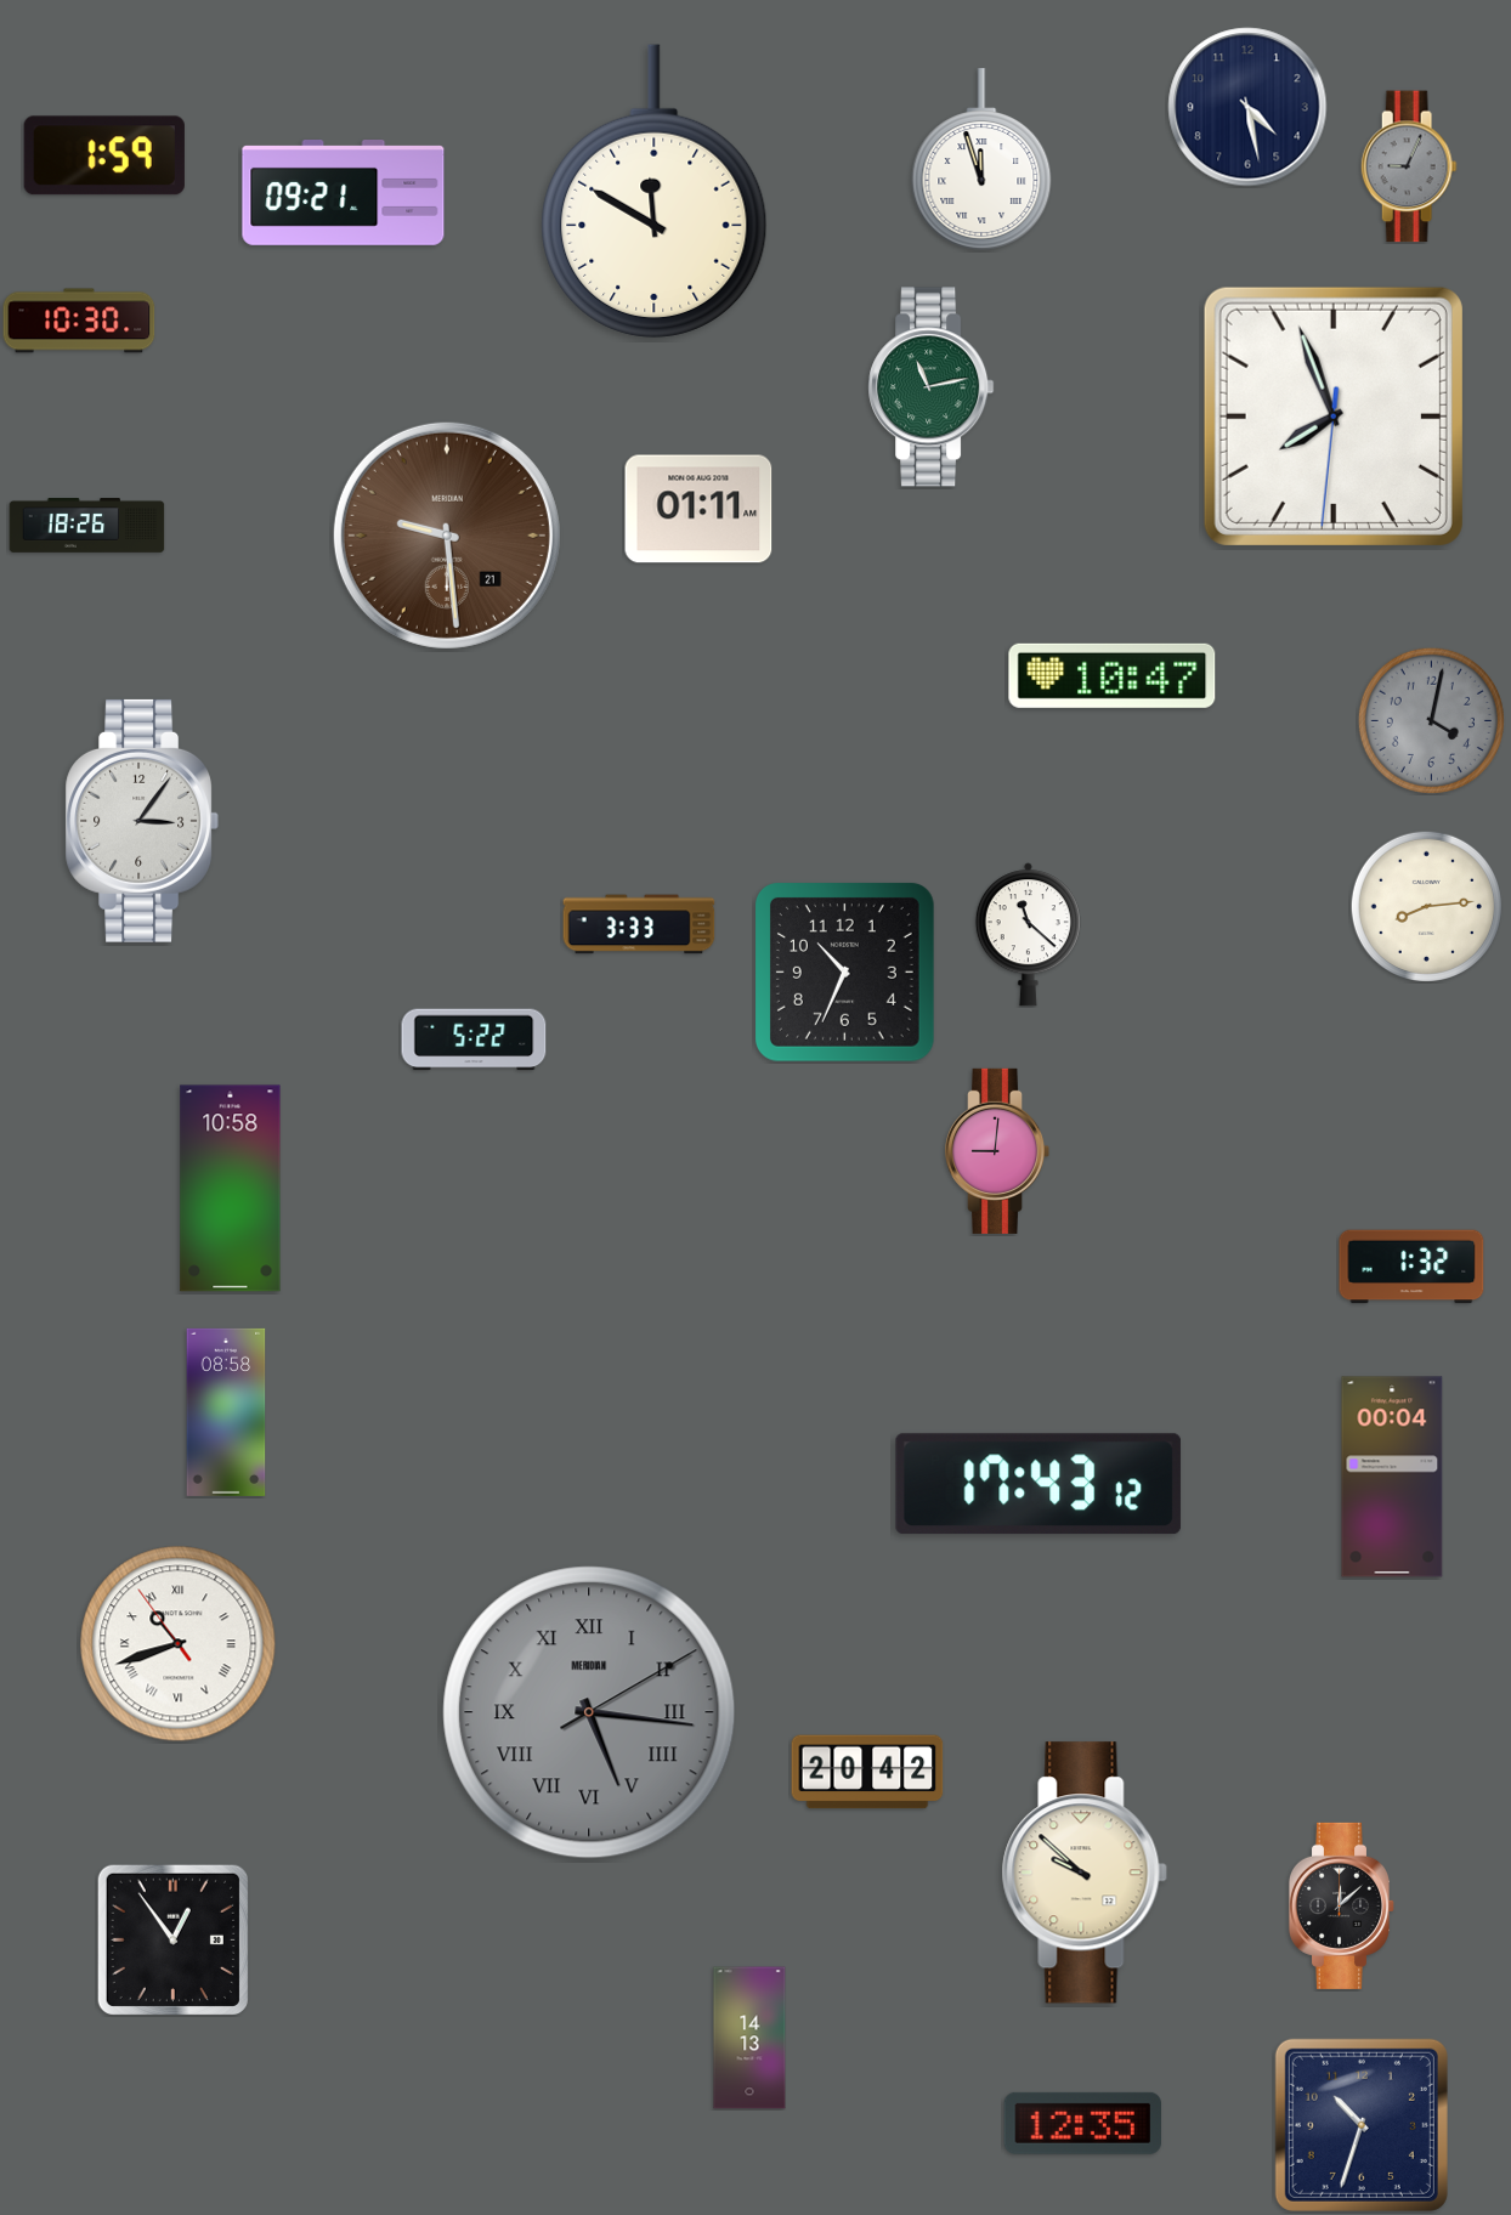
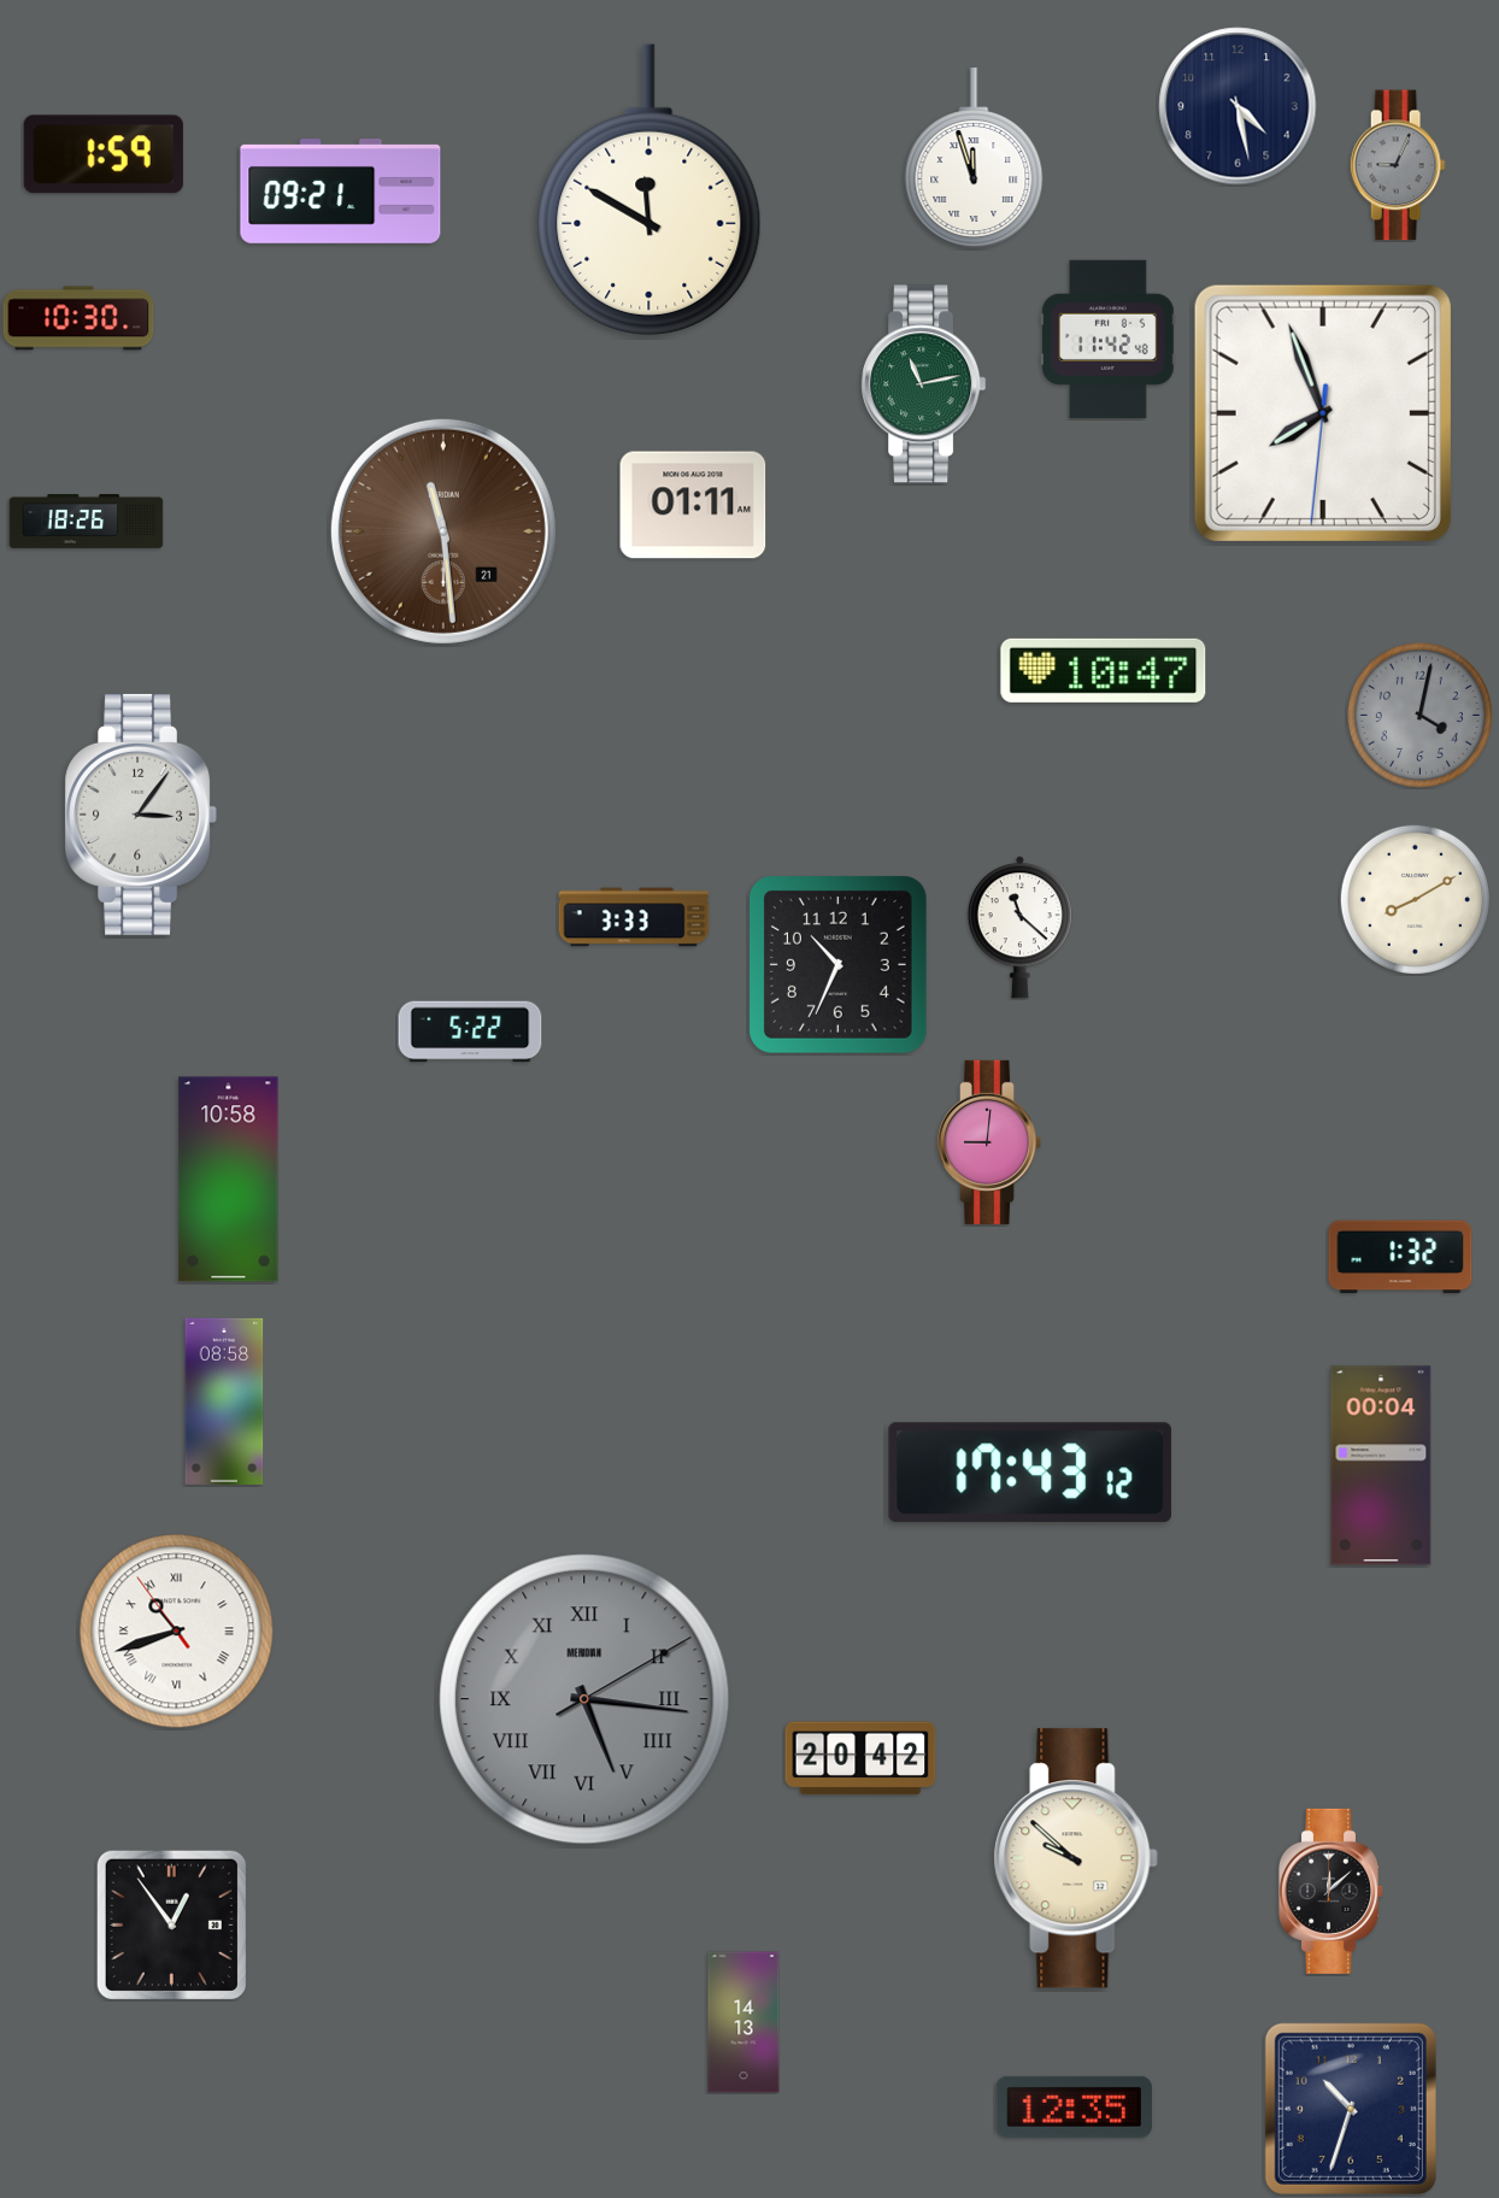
clock at (1109, 339): none -> 11:42
clock at (447, 536): 9:29 -> 11:29
clock at (1426, 906): 8:14 -> 8:10
